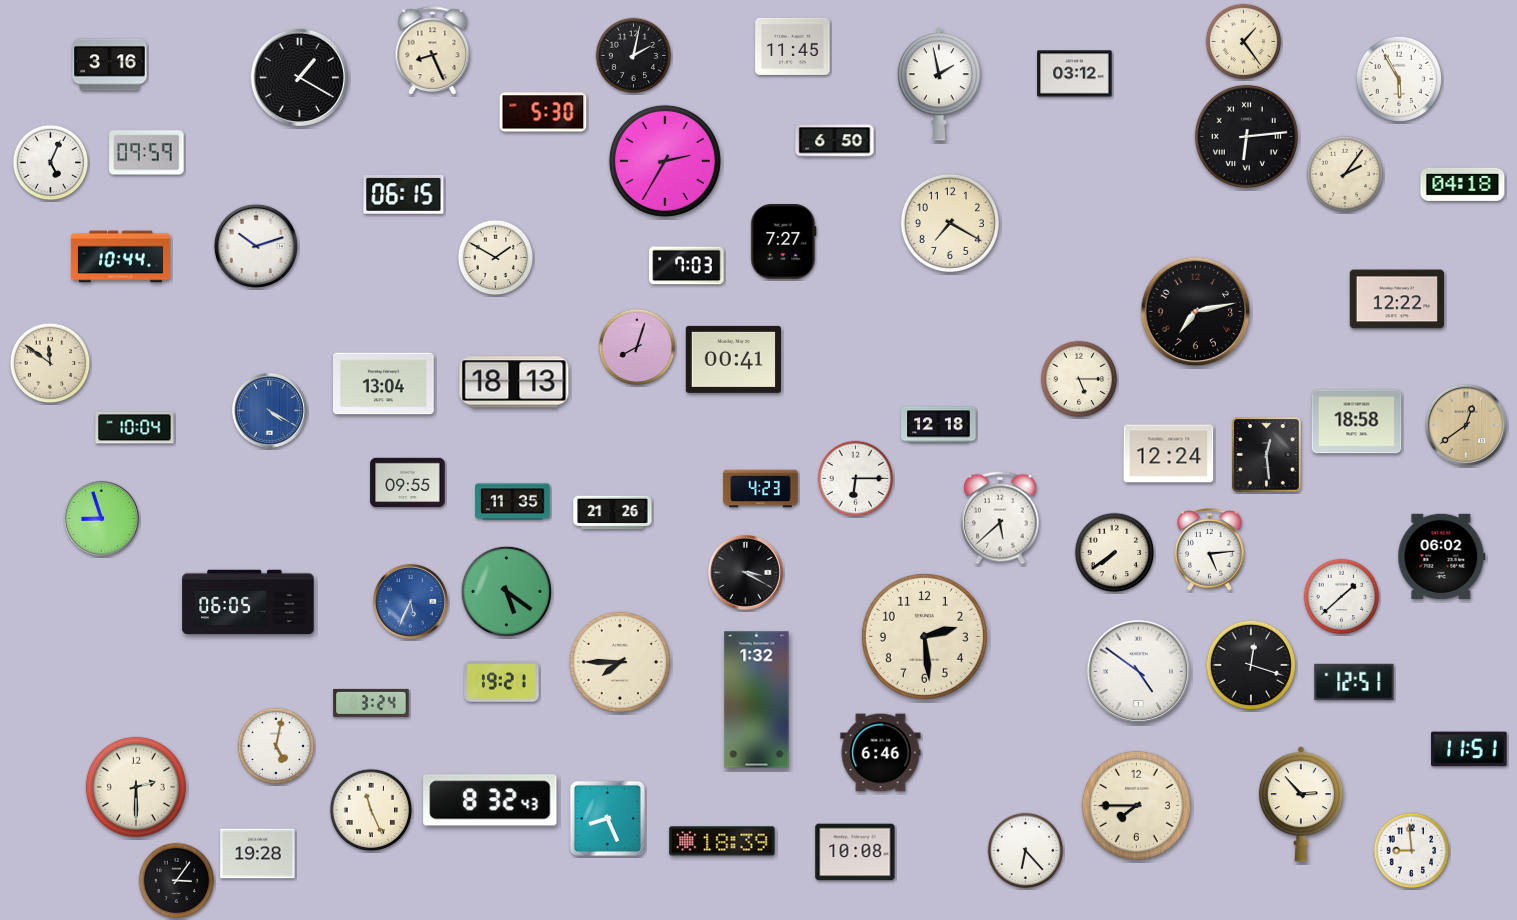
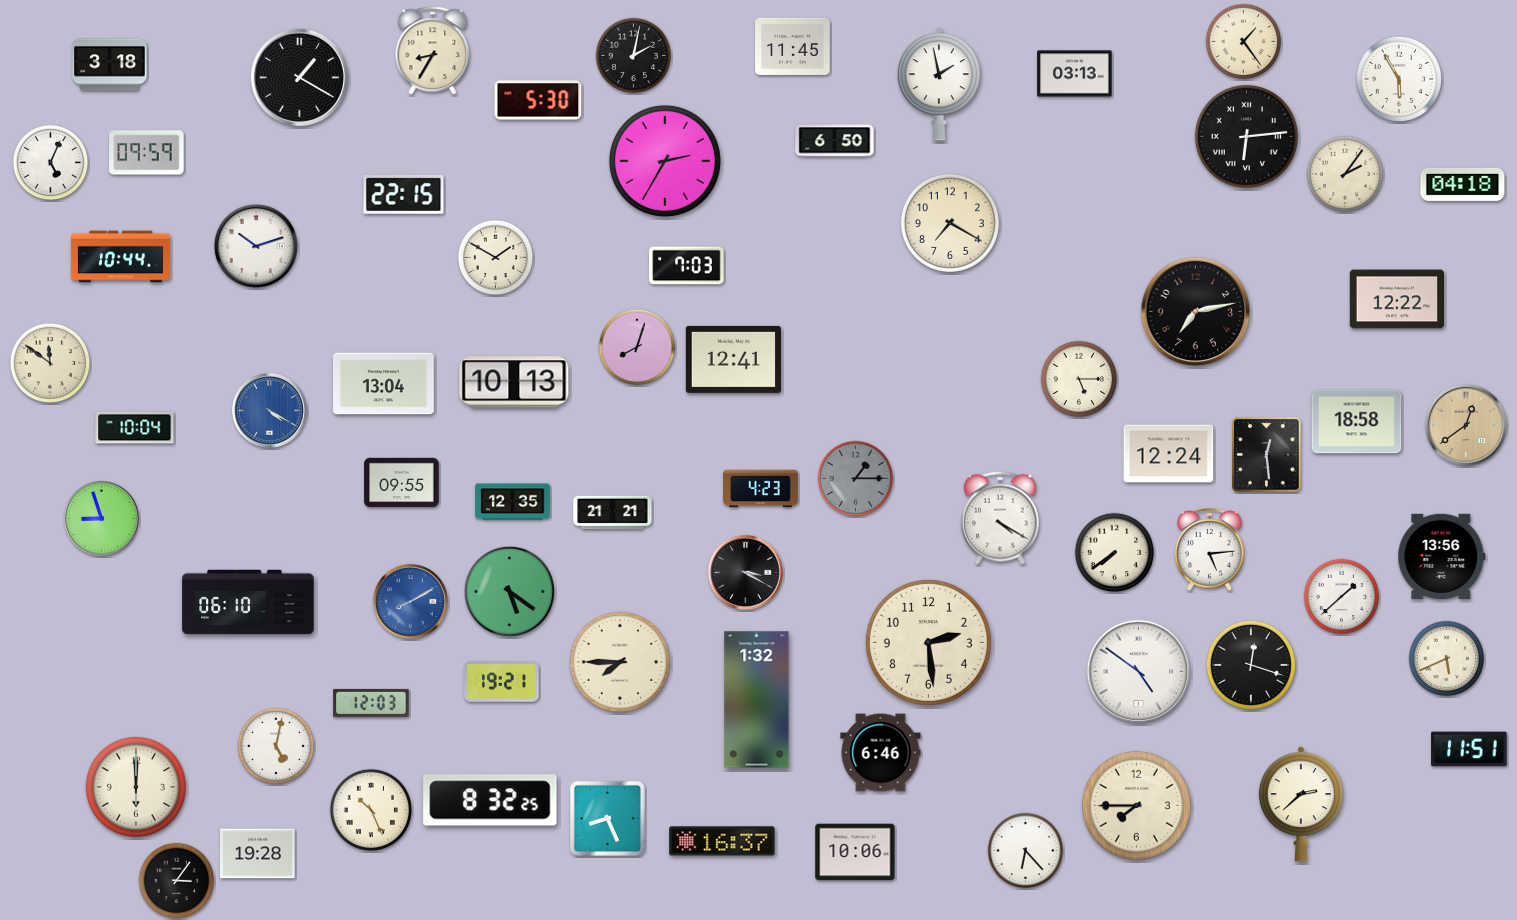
clock at (433, 51): 8:26 -> 8:35
clock at (110, 65): 3:16 -> 3:18
clock at (1075, 74): 03:12 -> 03:13
clock at (543, 112) position: (543, 112) -> (538, 100)
clock at (404, 195): 06:15 -> 22:15
clock at (784, 242): 7:27 -> none
clock at (733, 359): 00:41 -> 12:41
clock at (514, 382): 18:13 -> 10:13
clock at (939, 425): 12:18 -> none
clock at (856, 479): 6:15 -> 1:15
clock at (856, 479) dial: white -> grey
clock at (408, 483) position: (408, 483) -> (402, 483)
clock at (513, 502): 11:35 -> 12:35
clock at (613, 513): 21:26 -> 21:21
clock at (1001, 518): 5:38 -> 4:20
clock at (1442, 556): 06:02 -> 13:56
clock at (506, 591) position: (506, 591) -> (509, 591)
clock at (410, 601): 5:34 -> 8:10
clock at (248, 602): 06:05 -> 06:10
clock at (924, 636) position: (924, 636) -> (928, 642)
clock at (1447, 659): none -> 5:41
clock at (1354, 682): 12:51 -> none
clock at (371, 703): 3:24 -> 12:03
clock at (136, 787): 2:30 -> 6:00
clock at (490, 800): 8:32:43 -> 8:32:25
clock at (1301, 804): 2:53 -> 2:38
clock at (371, 810): 11:26 -> 10:26
clock at (722, 841): 18:39 -> 16:37
clock at (1412, 851): 8:59 -> none
clock at (855, 852): 10:08 -> 10:06
